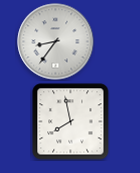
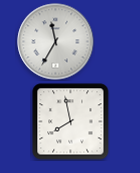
clock at (56, 42): 8:36 -> 11:35
